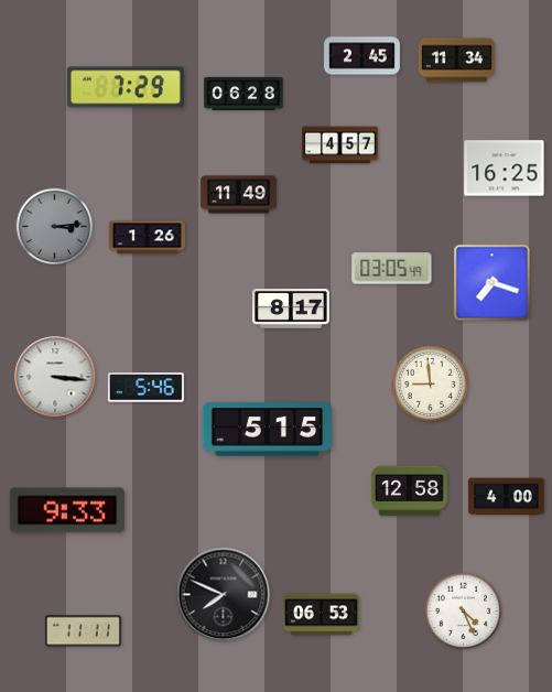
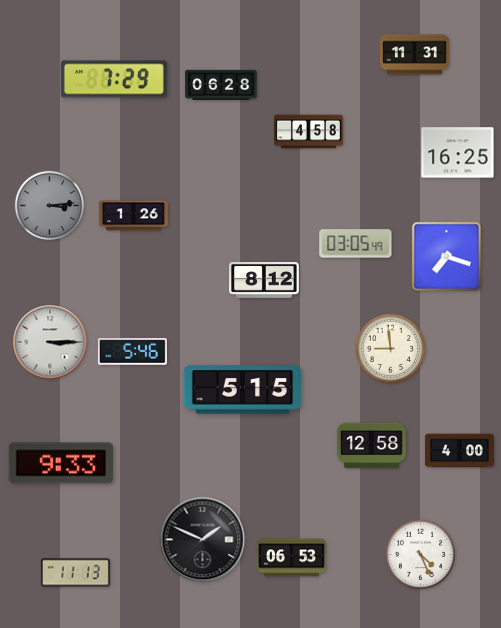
clock at (361, 56): 2:45 -> none
clock at (456, 61): 11:34 -> 11:31
clock at (339, 145): 4:57 -> 4:58
clock at (238, 195): 11:49 -> none
clock at (291, 310): 8:17 -> 8:12
clock at (55, 377): 3:16 -> 3:15
clock at (224, 595): 7:49 -> 1:49
clock at (83, 631): 11:11 -> 11:13
